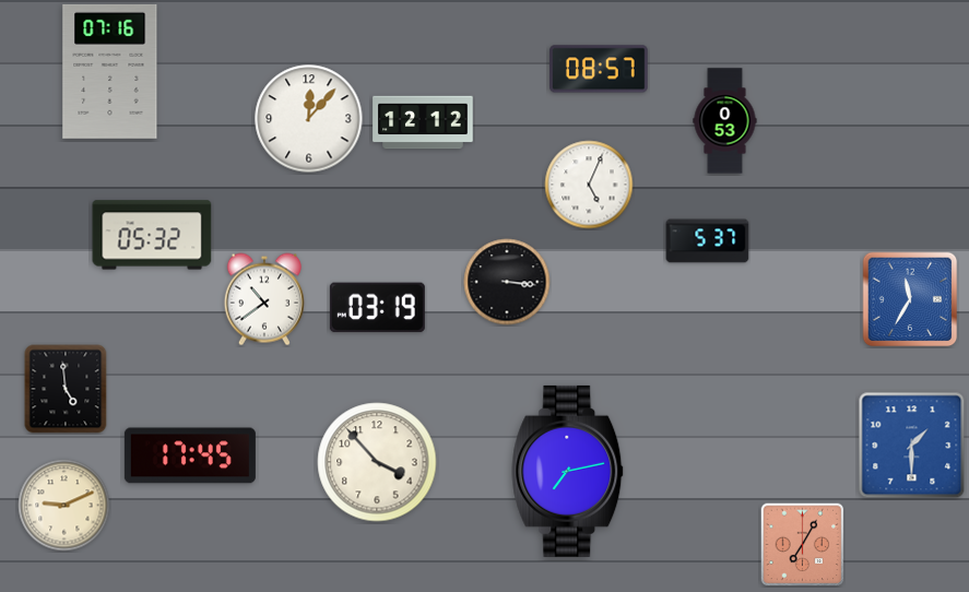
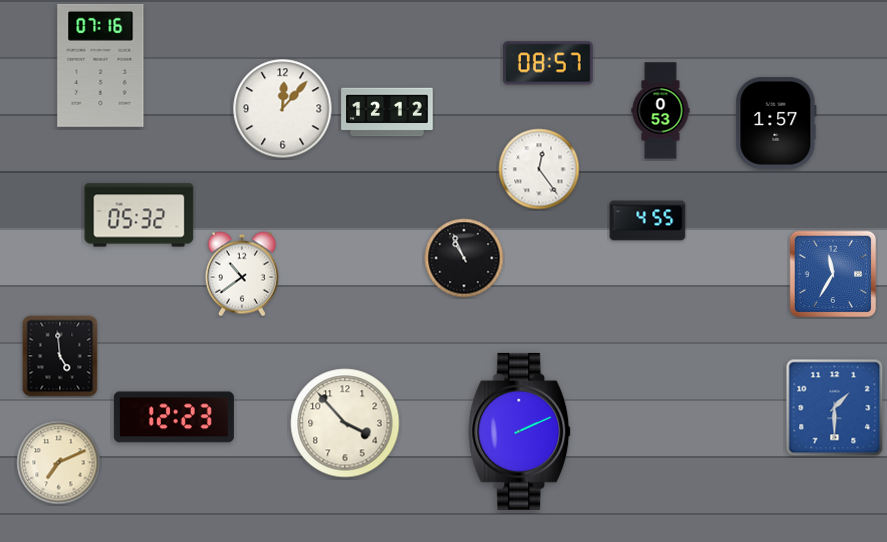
clock at (725, 121) position: (725, 121) -> (661, 111)
clock at (776, 123): none -> 1:57
clock at (589, 185): 5:04 -> 12:24
clock at (708, 241): 5:37 -> 4:55
clock at (507, 282): 3:16 -> 10:56
clock at (377, 308): 03:19 -> none
clock at (190, 455): 17:45 -> 12:23
clock at (568, 471): 7:13 -> 2:11
clock at (64, 506): 9:11 -> 7:11
clock at (802, 544): 7:05 -> none
